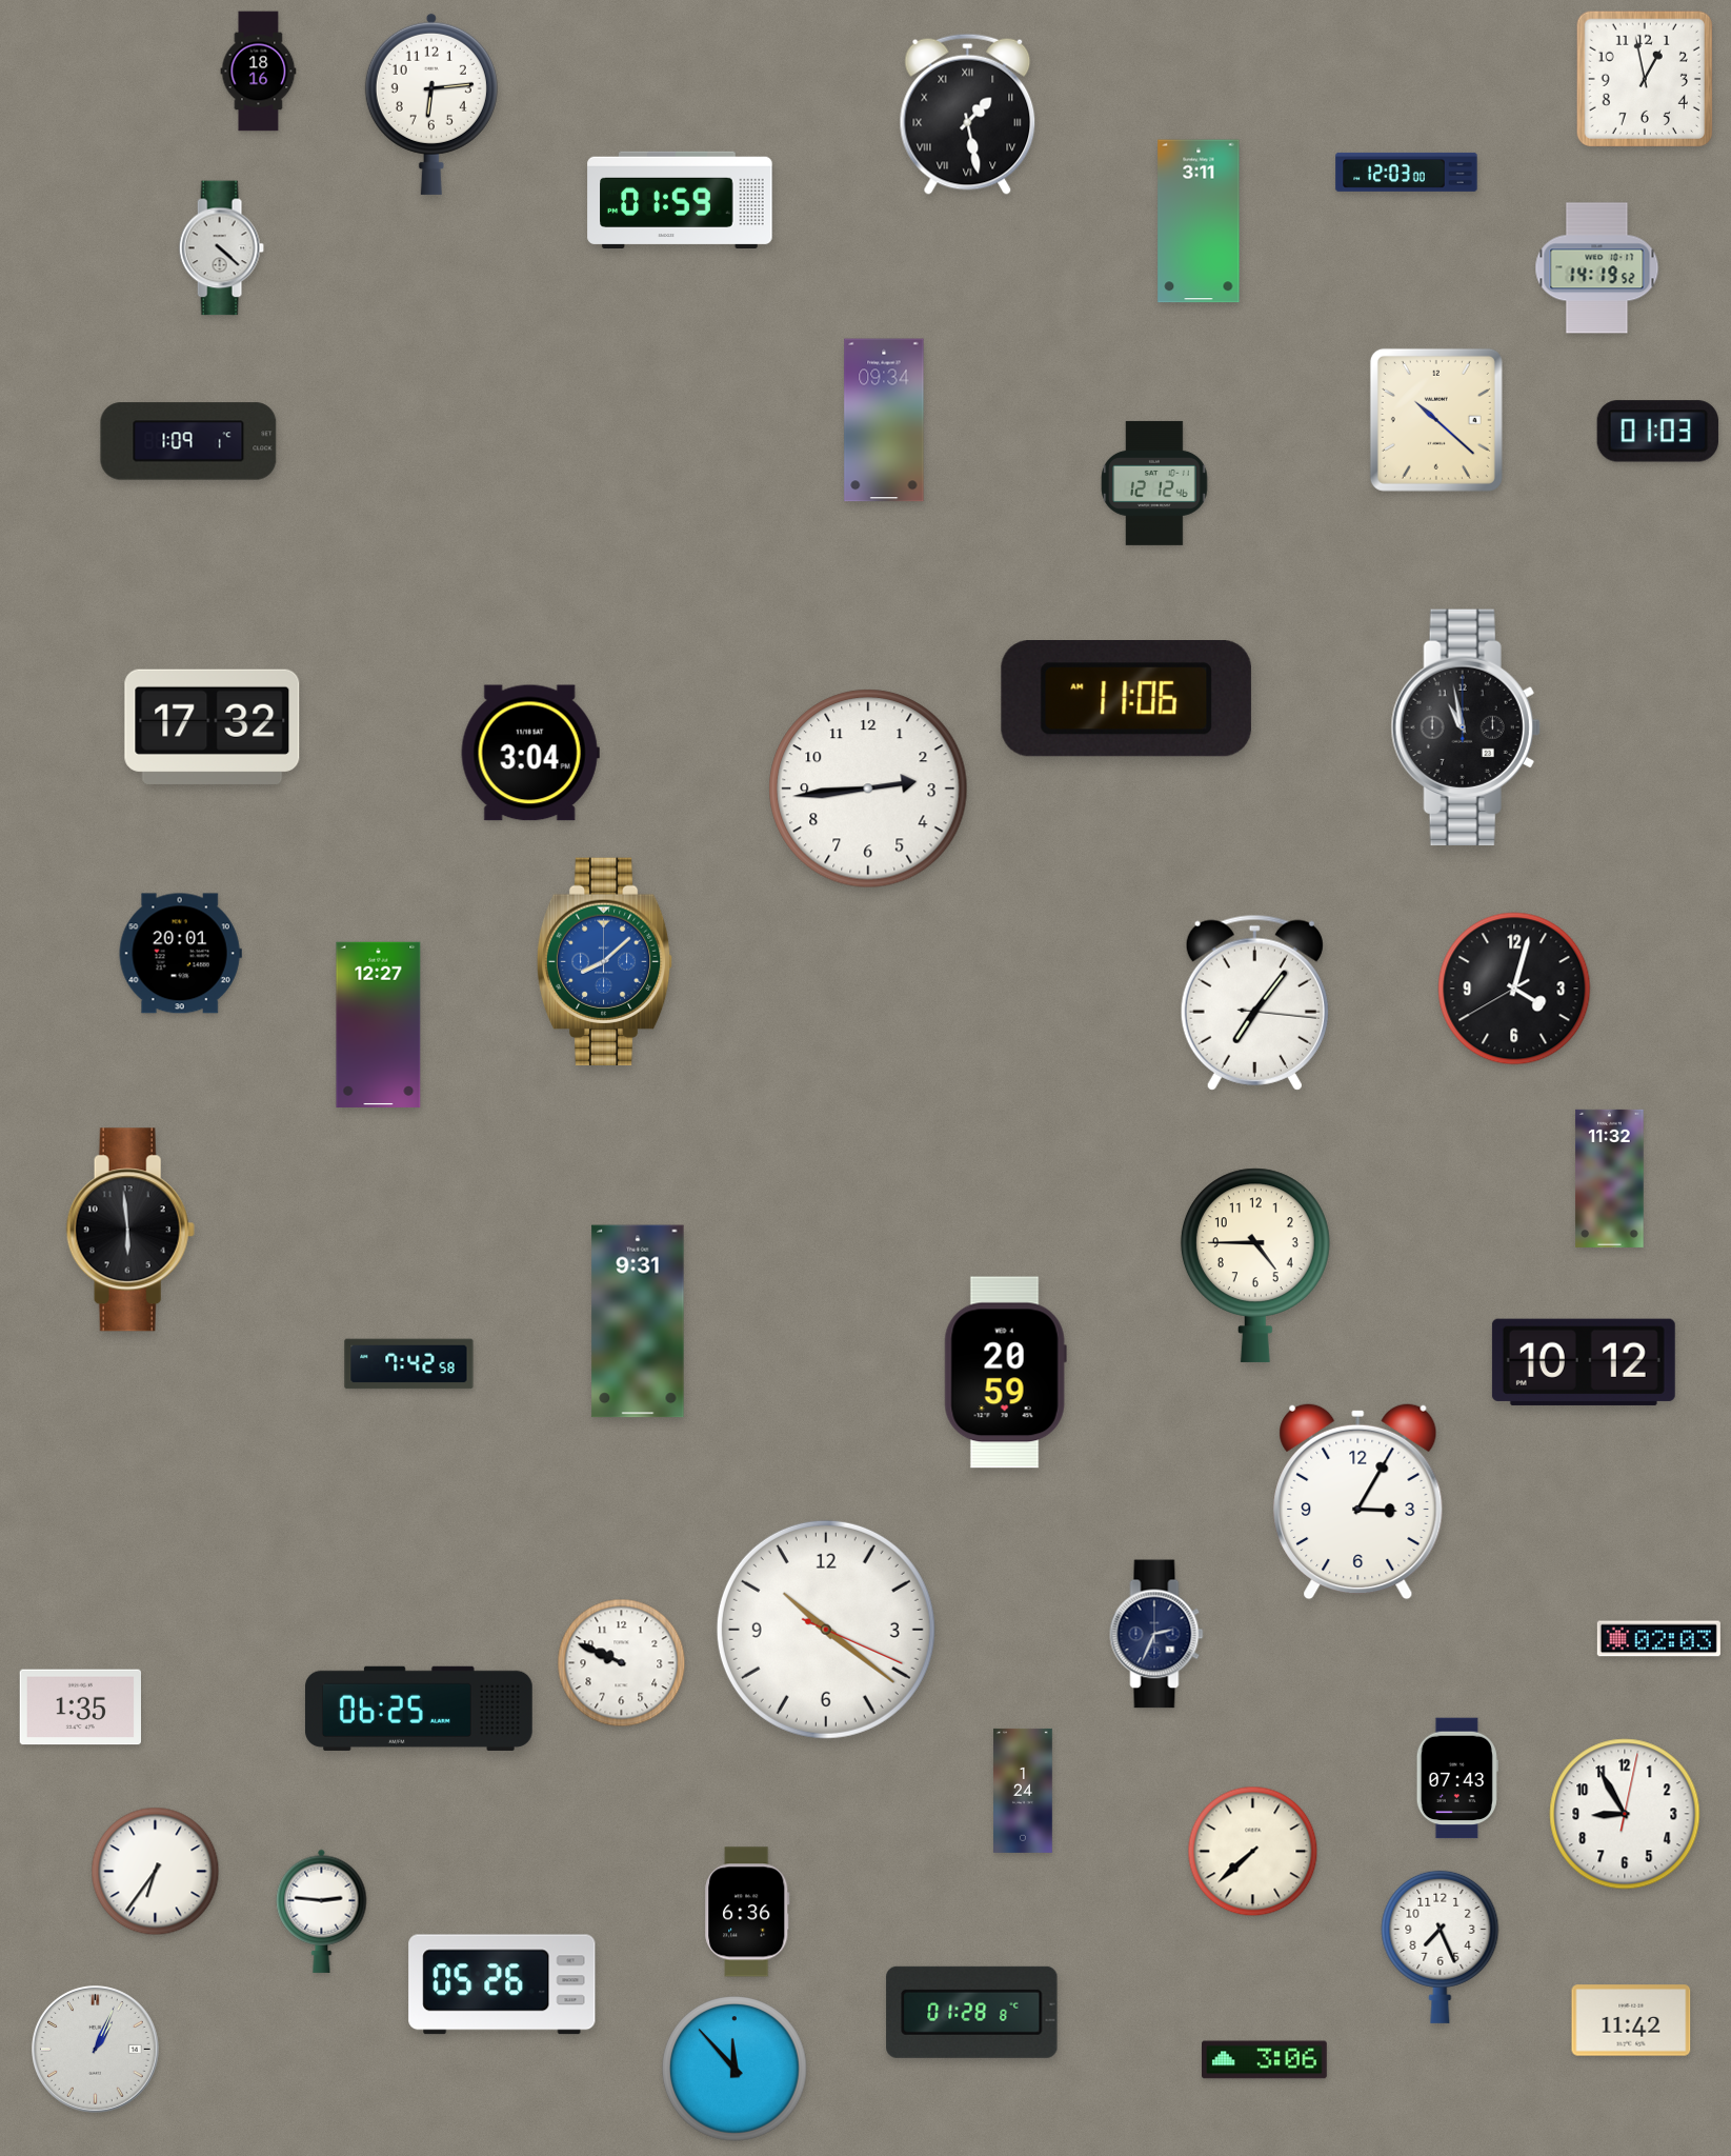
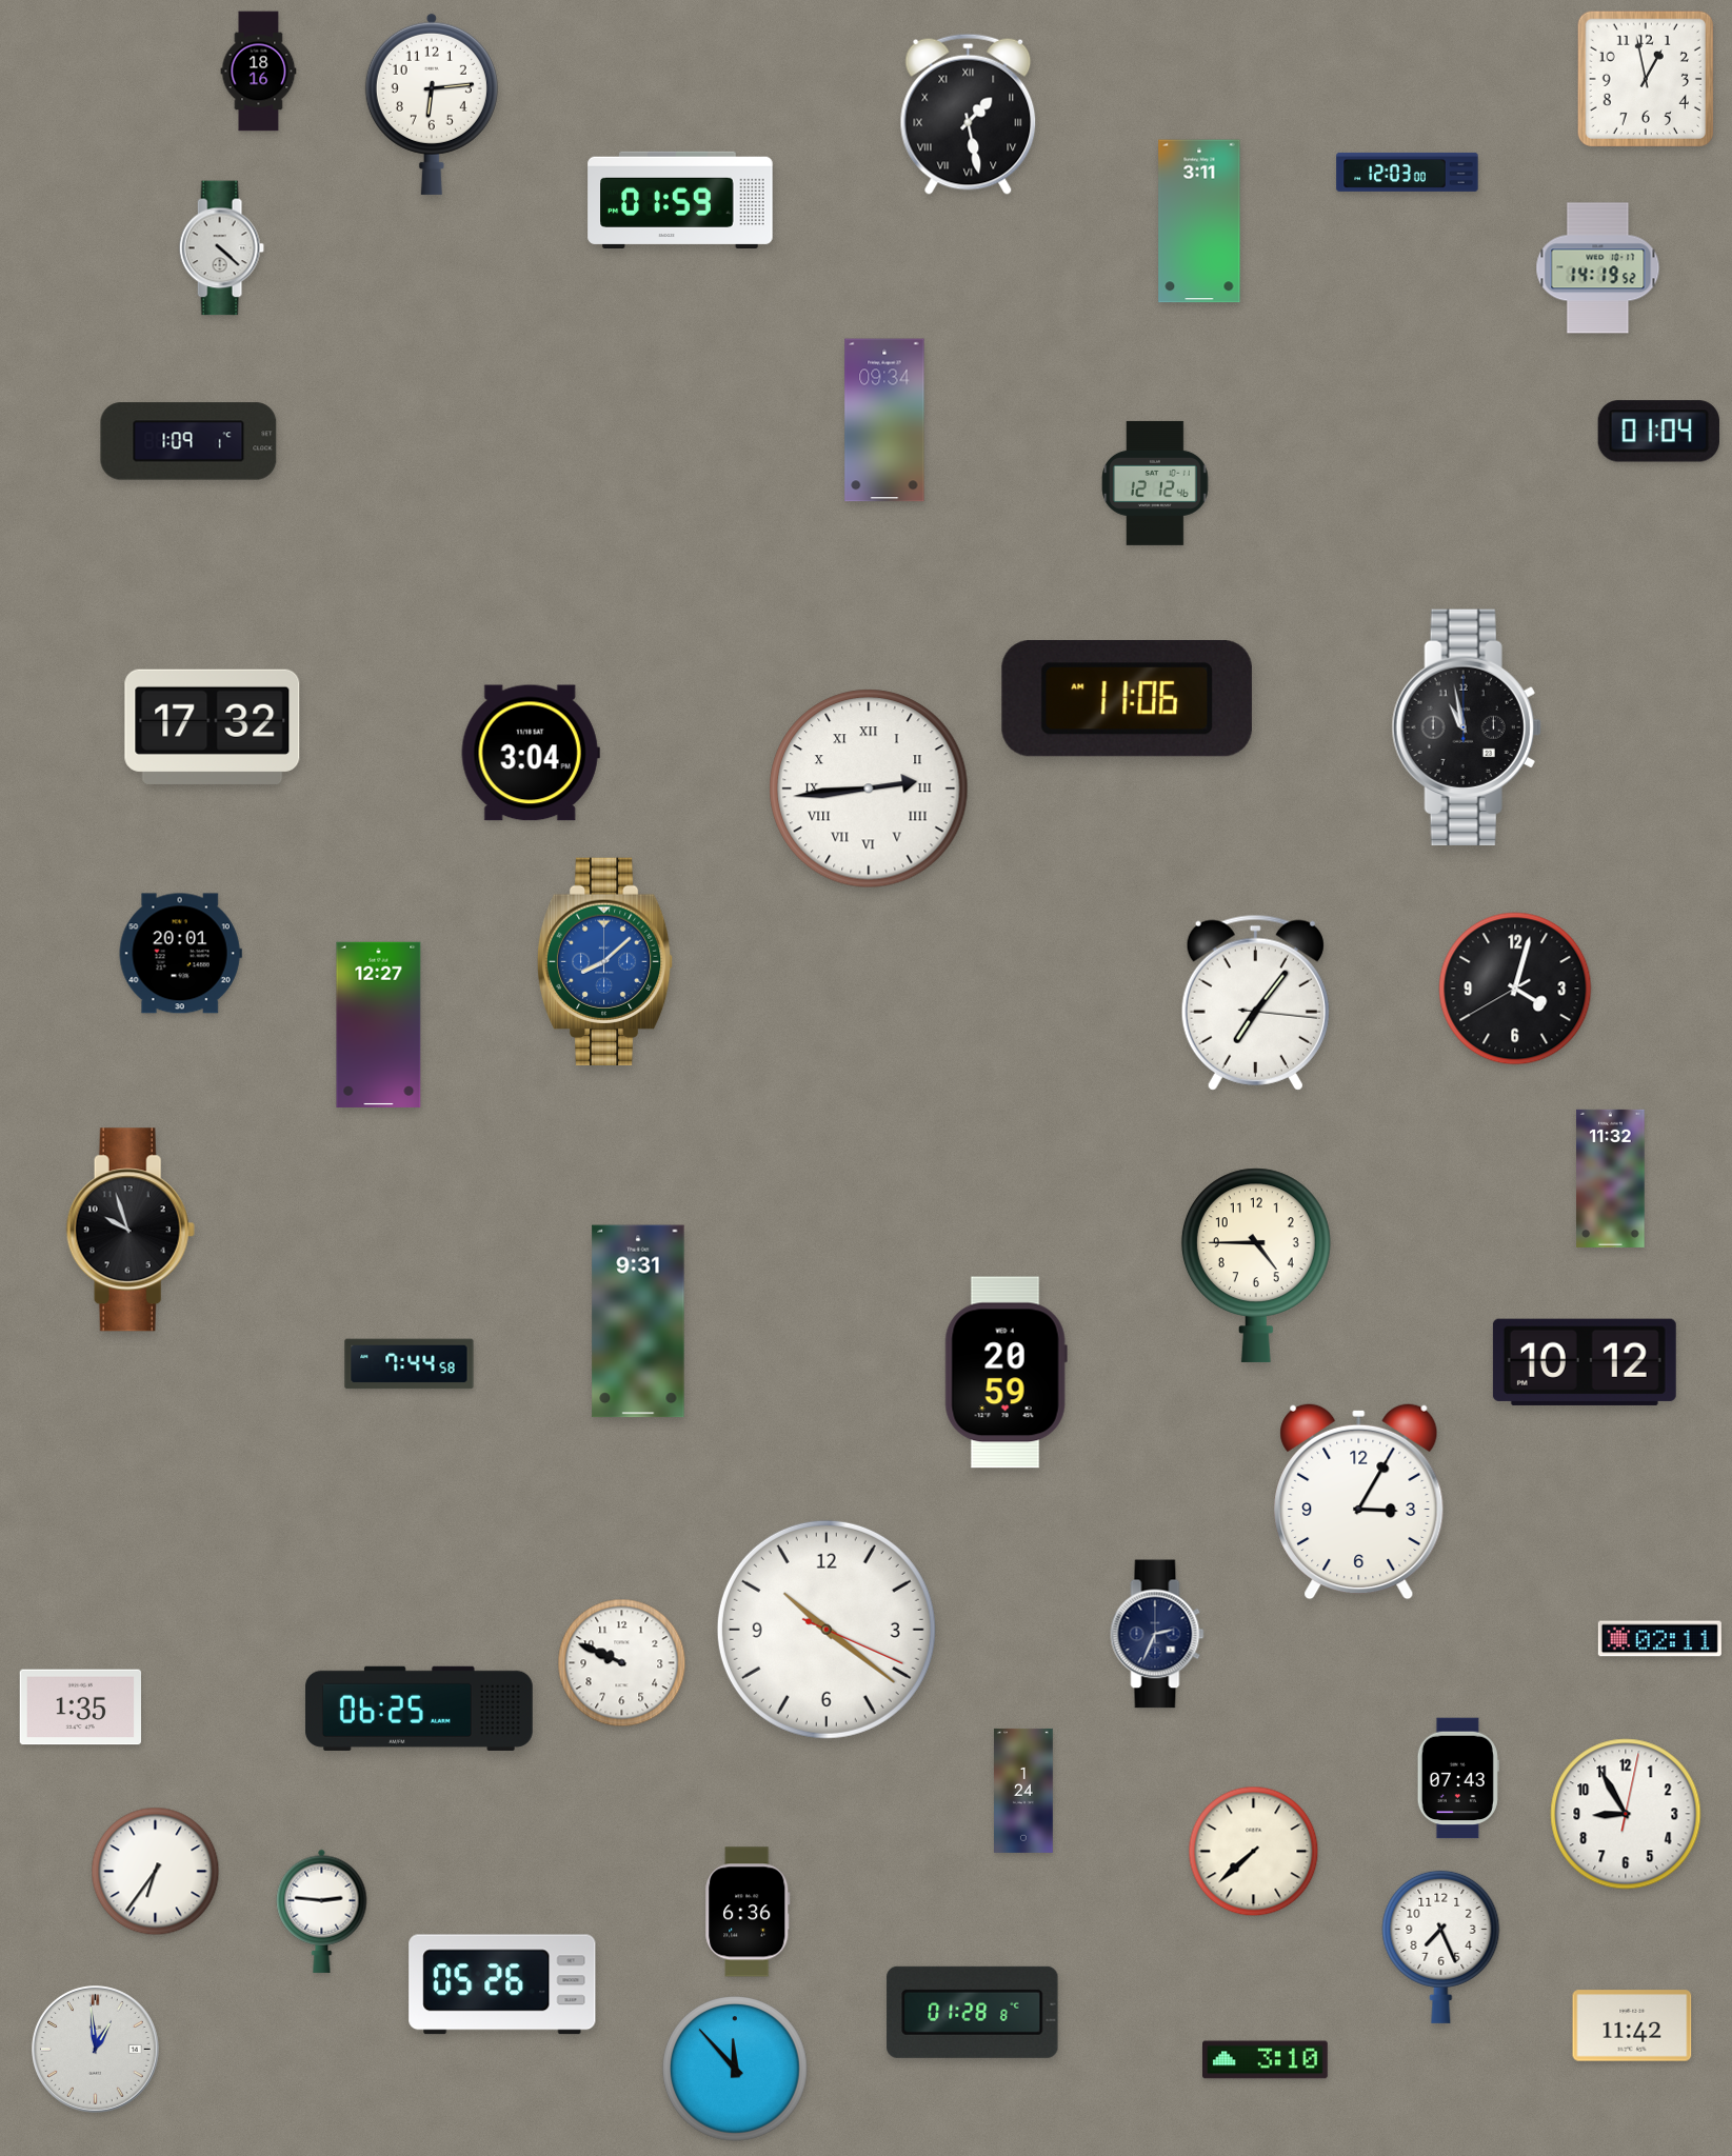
clock at (1436, 420): 10:22 -> none
clock at (1657, 432): 01:03 -> 01:04
clock at (868, 788) numerals: Arabic -> Roman
clock at (130, 1230): 5:59 -> 9:57
clock at (409, 1364): 7:42 -> 7:44
clock at (1658, 1639): 02:03 -> 02:11
clock at (1631, 2020) position: (1631, 2020) -> (1632, 2025)
clock at (96, 2050): 1:04 -> 12:59
clock at (1265, 2060): 3:06 -> 3:10
